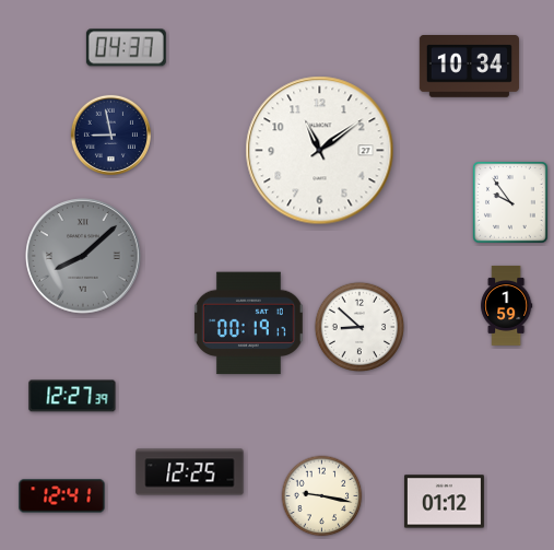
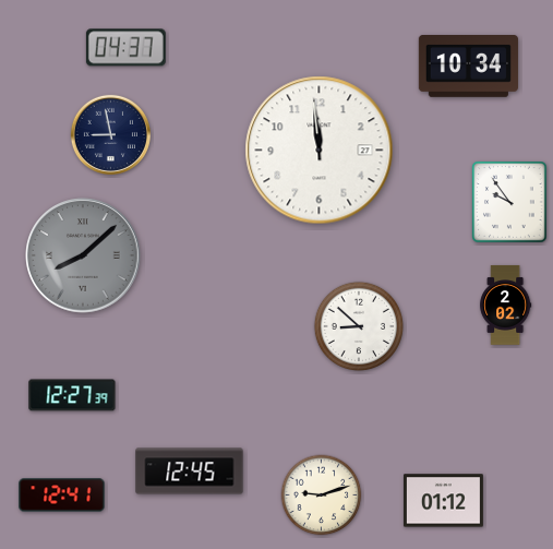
clock at (320, 151): 11:09 -> 11:59
clock at (507, 305): 1:59 -> 2:02
clock at (249, 324): 00:19 -> none
clock at (190, 472): 12:25 -> 12:45
clock at (322, 496): 9:17 -> 9:12
